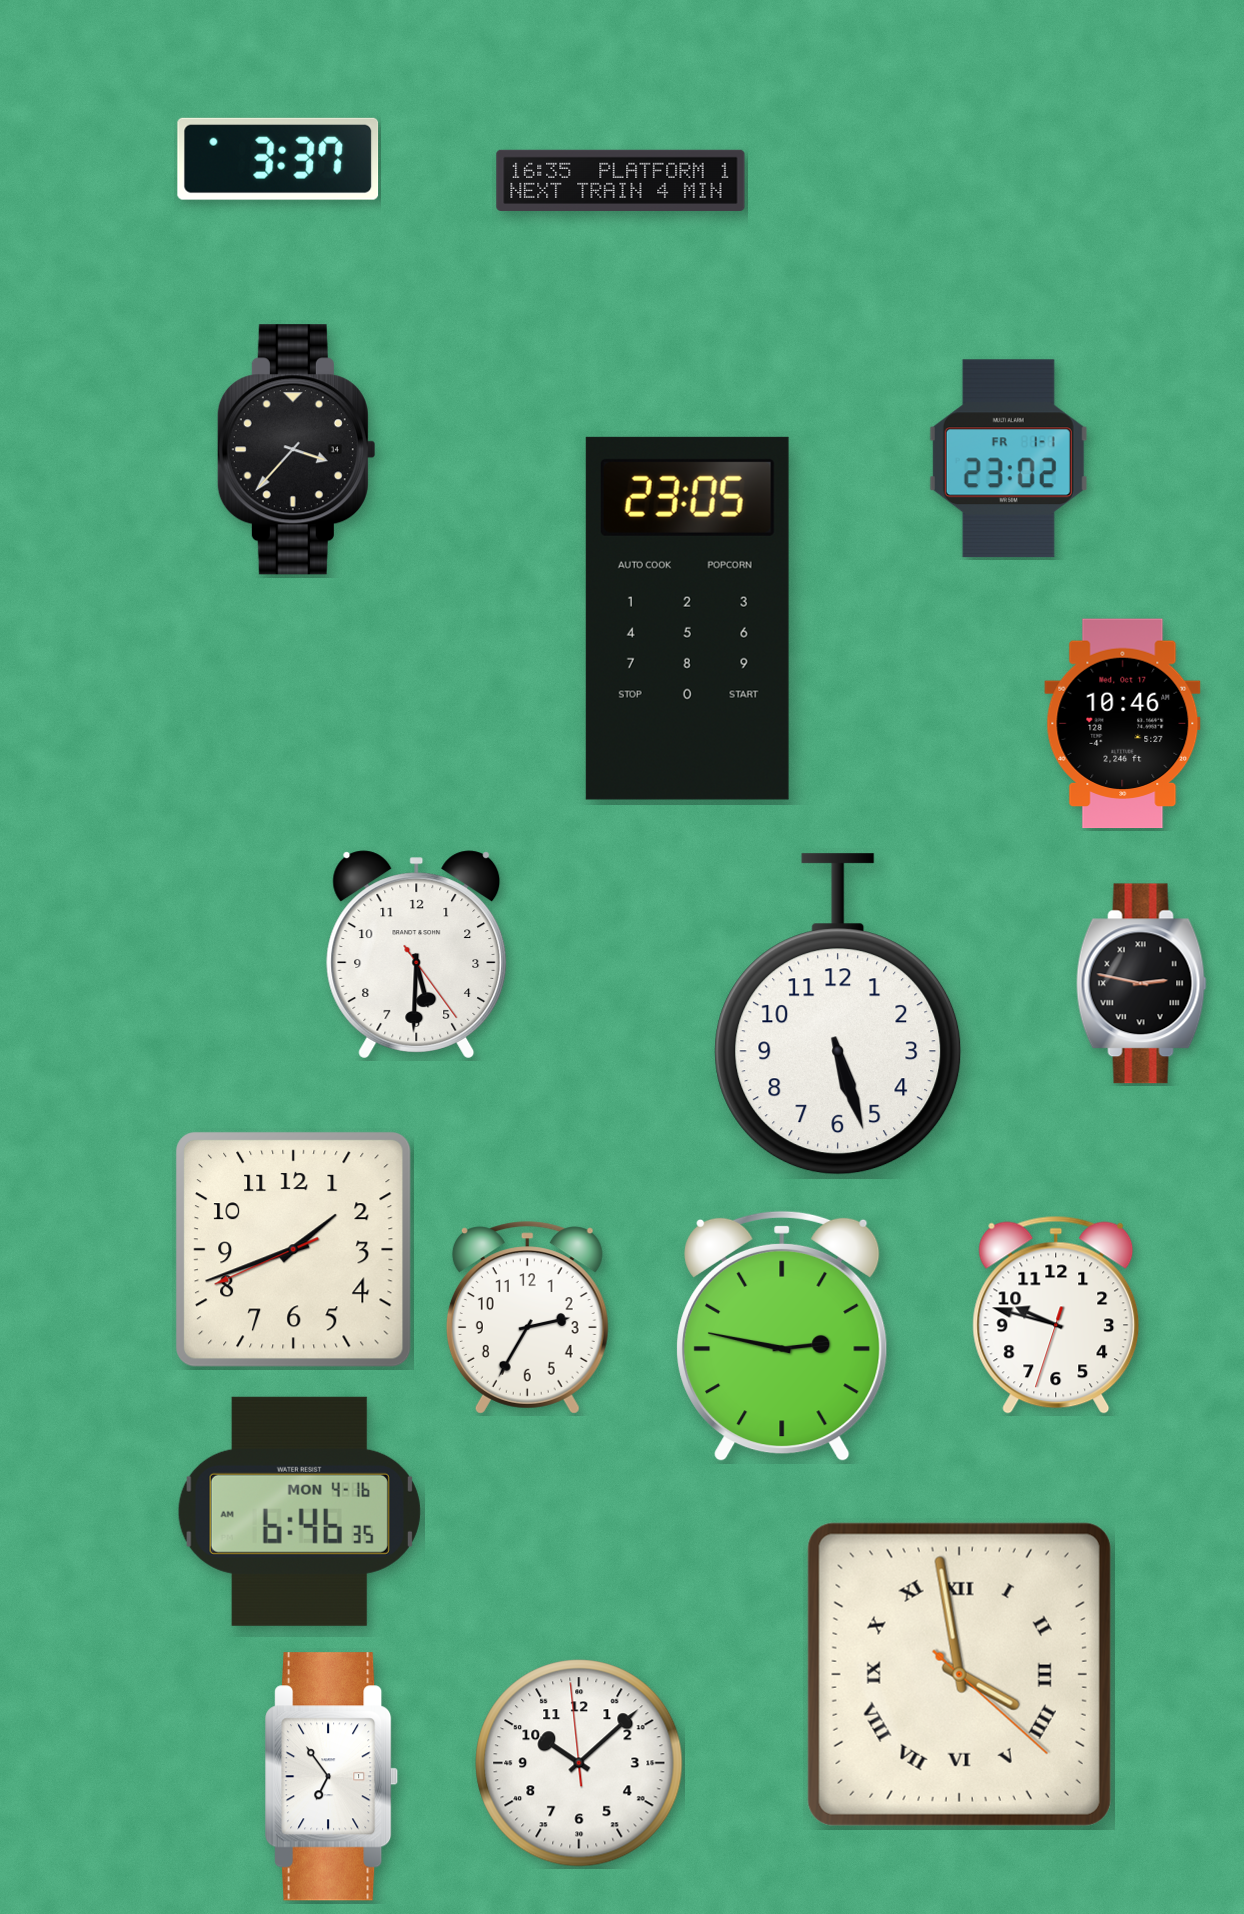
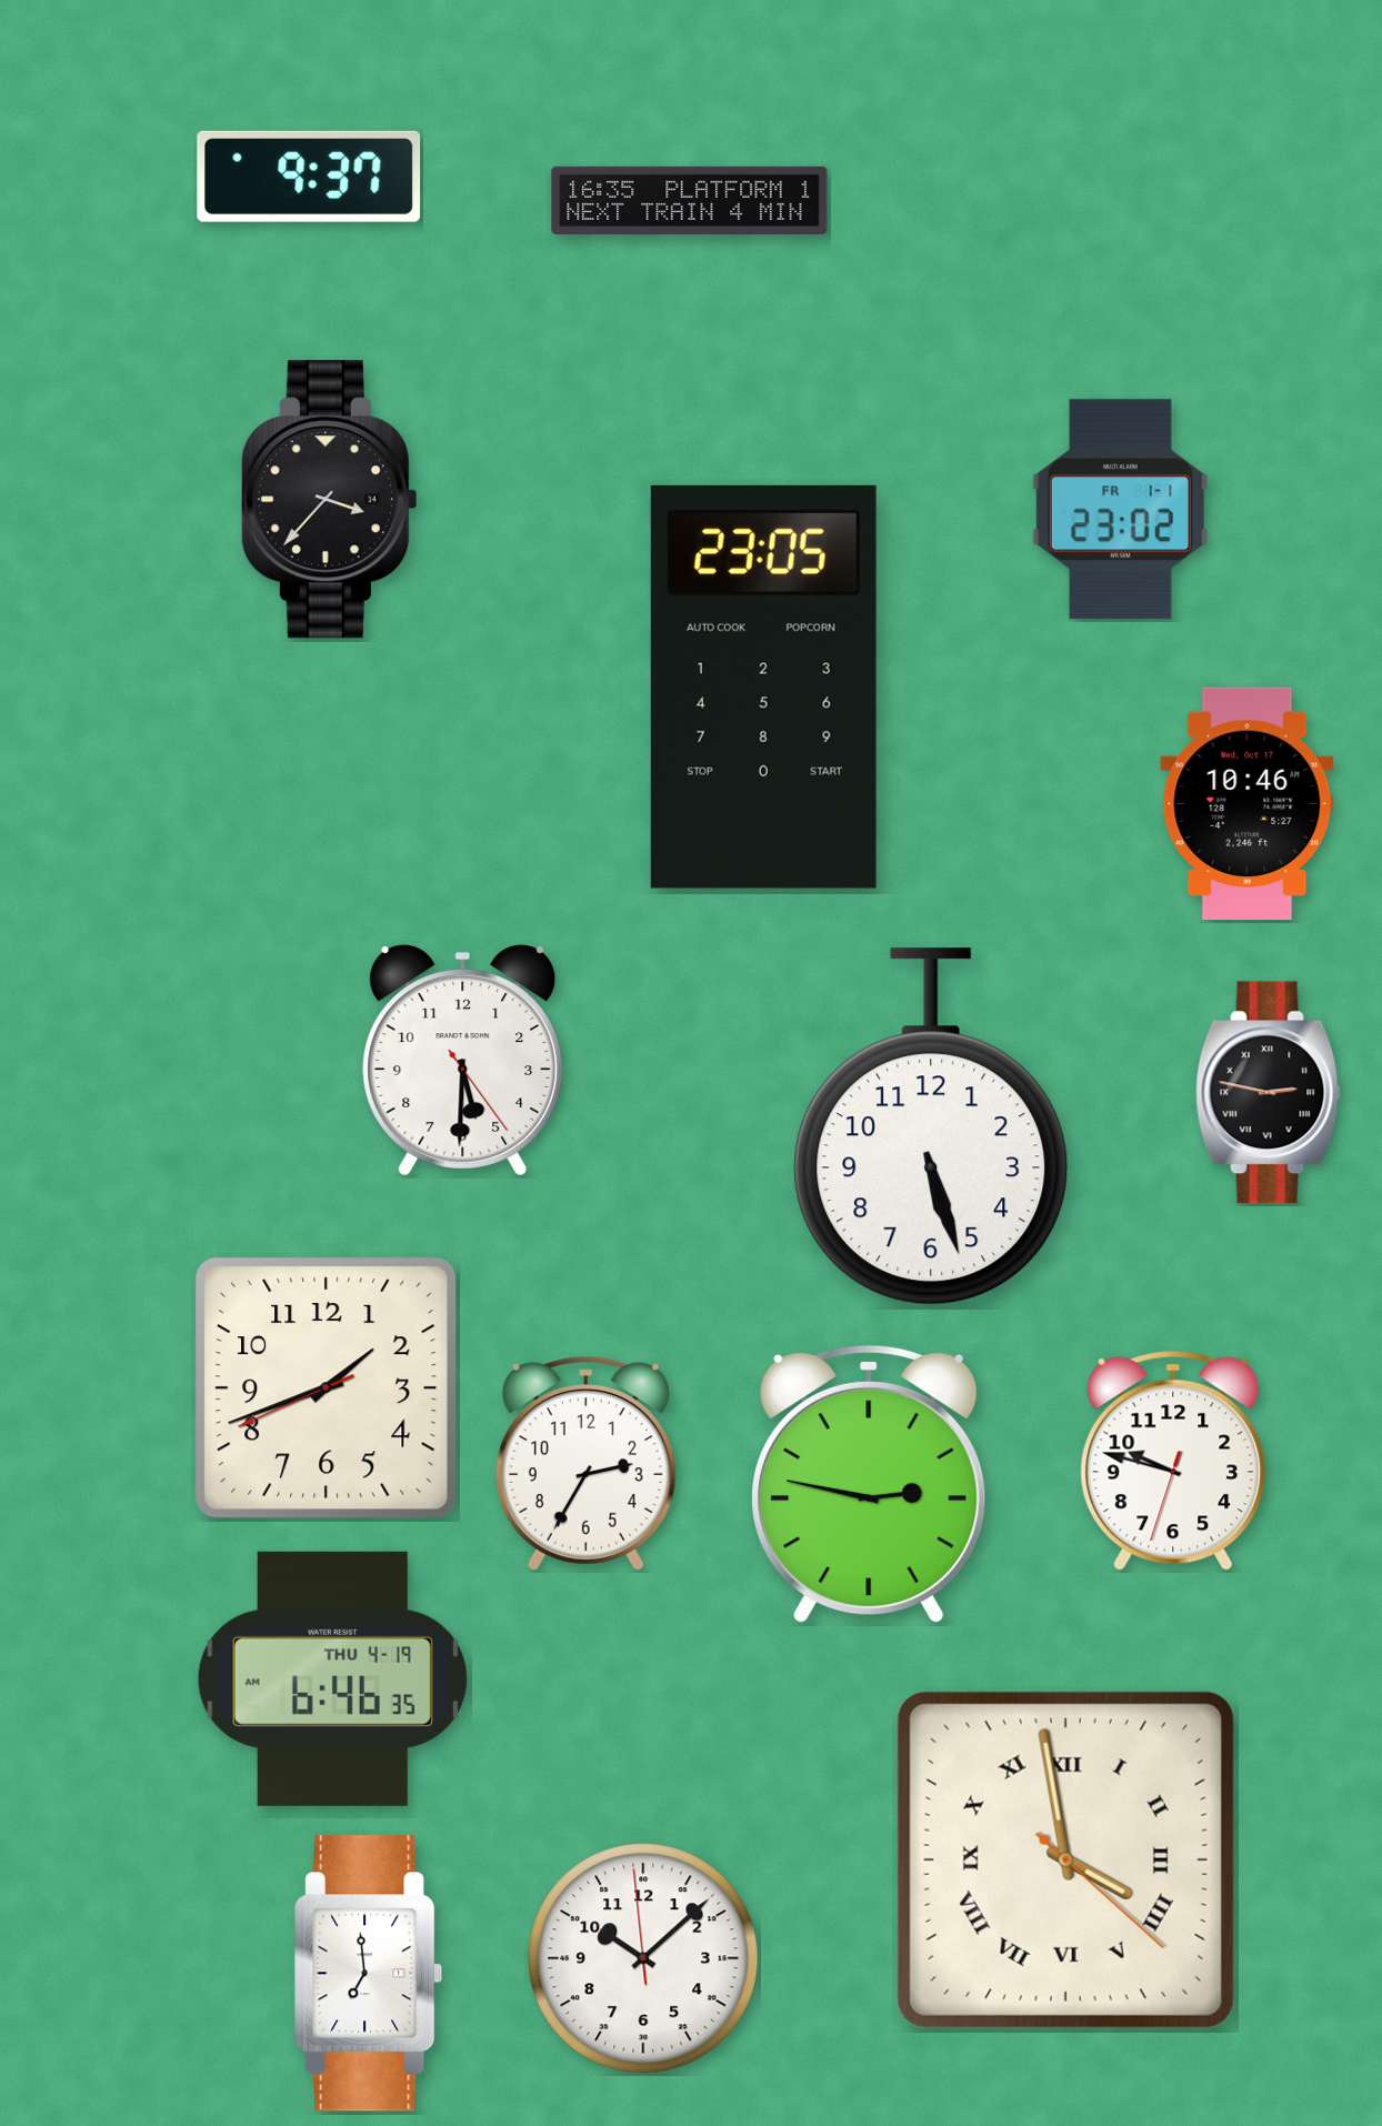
clock at (278, 159): 3:37 -> 9:37
clock at (299, 1511) date: MON 4-16 -> THU 4-19
clock at (332, 1777): 6:54 -> 6:59
